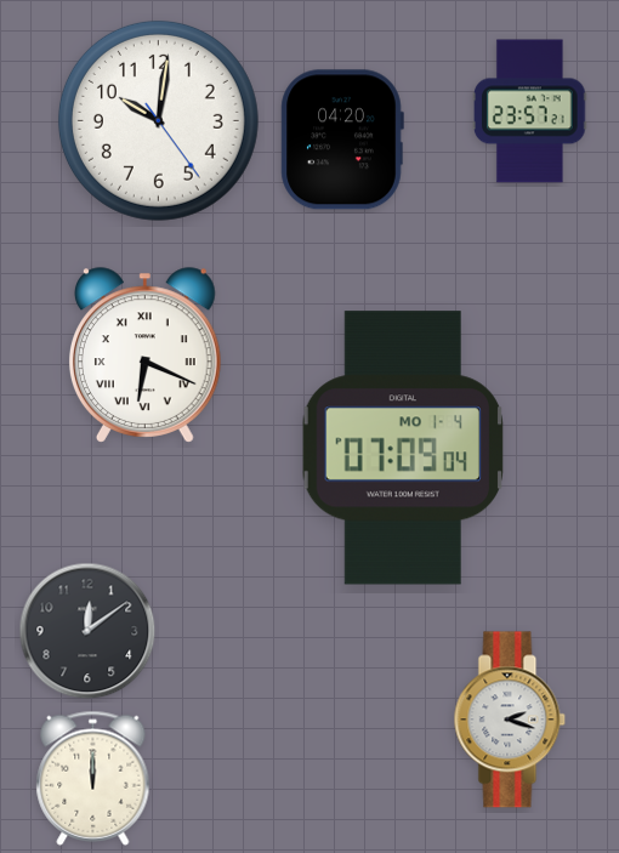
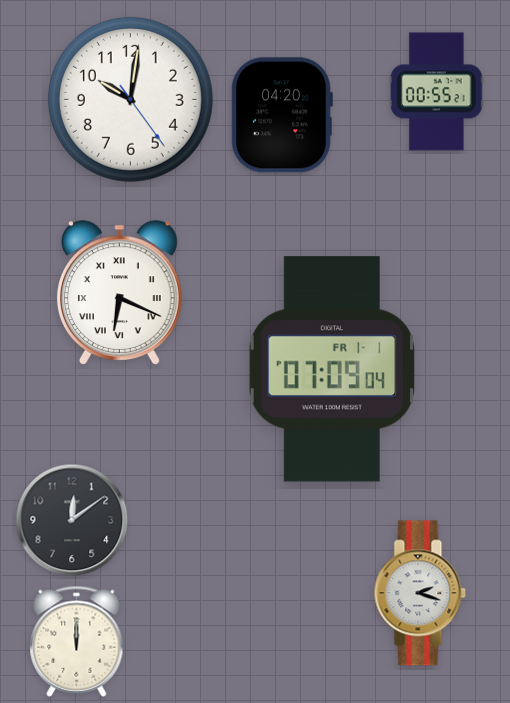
clock at (530, 112): 23:57 -> 00:55
clock at (402, 448) date: MO 1-4 -> FR 1-1
